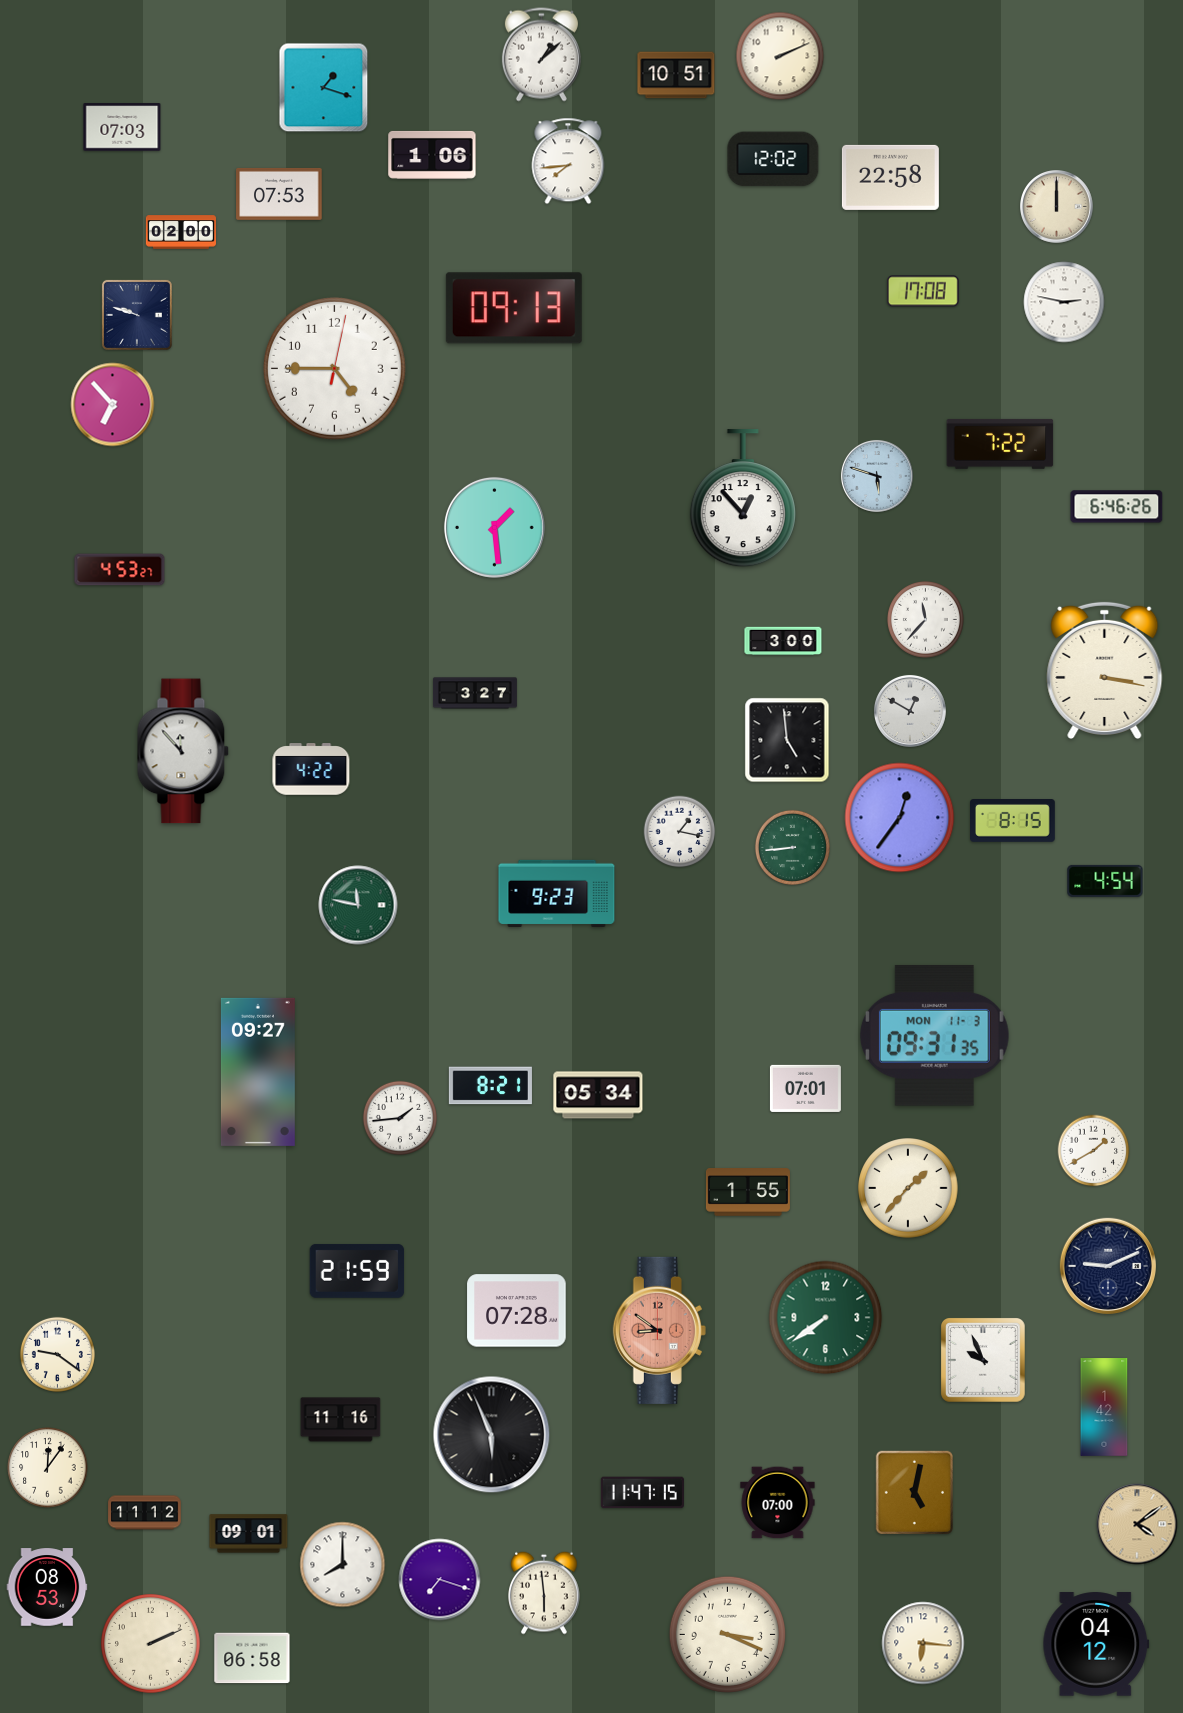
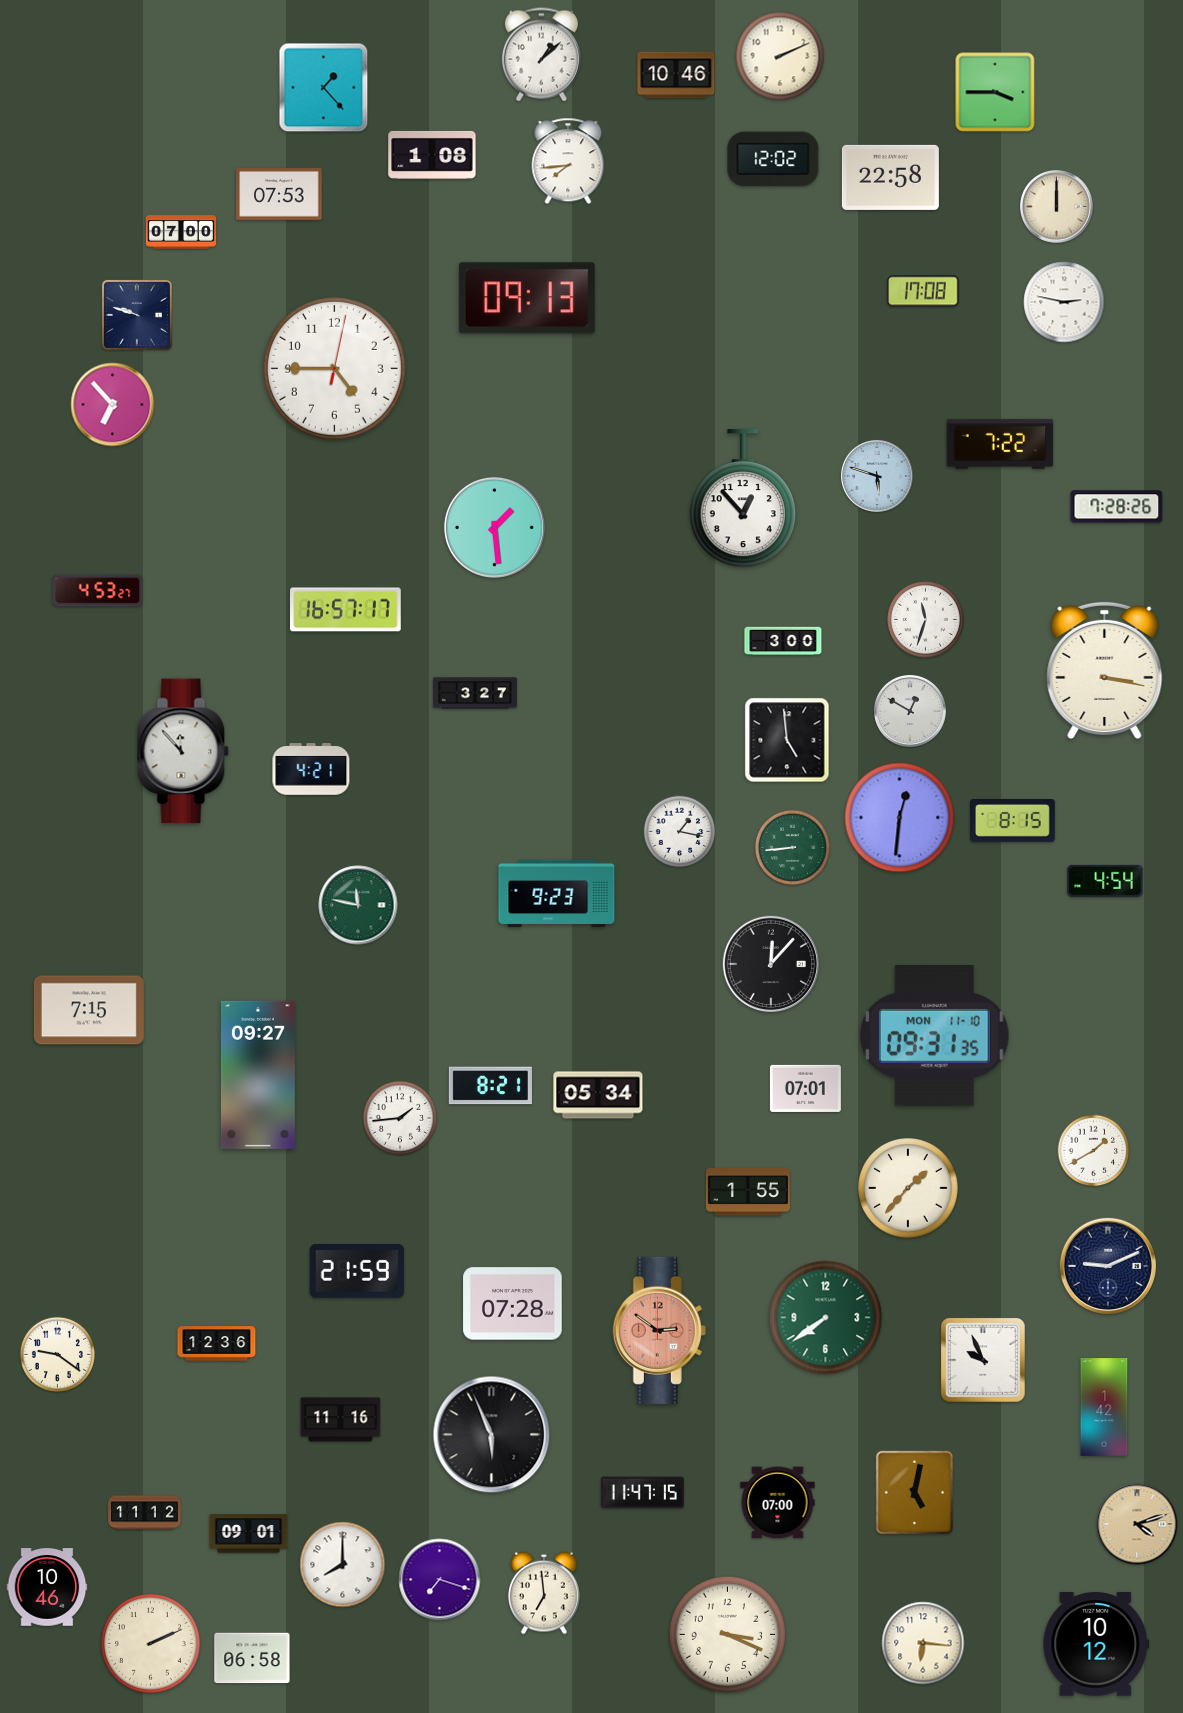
clock at (676, 75): 10:51 -> 10:46
clock at (324, 88): 1:18 -> 1:23
clock at (995, 92): none -> 3:45
clock at (122, 127): 07:03 -> none
clock at (432, 155): 1:06 -> 1:08
clock at (180, 232): 02:00 -> 07:00
clock at (514, 308) position: (514, 308) -> (527, 298)
clock at (1117, 507): 6:46 -> 7:28
clock at (120, 570) position: (120, 570) -> (98, 591)
clock at (346, 610): none -> 16:57
clock at (925, 619): 11:37 -> 11:33
clock at (311, 769): 4:22 -> 4:21
clock at (900, 818): 12:36 -> 12:31
clock at (770, 963): none -> 12:07
clock at (89, 1010): none -> 7:15
clock at (934, 1035) date: MON 11-3 -> MON 11-10
clock at (258, 1072) position: (258, 1072) -> (258, 1075)
clock at (517, 1311) position: (517, 1311) -> (513, 1304)
clock at (659, 1330): 8:51 -> 2:51
clock at (217, 1344): none -> 12:36
clock at (48, 1468): 12:06 -> none
clock at (1137, 1524): 4:09 -> 4:12
clock at (47, 1587): 08:53 -> 10:46
clock at (545, 1593): 5:59 -> 6:59
clock at (1096, 1644): 04:12 -> 10:12
